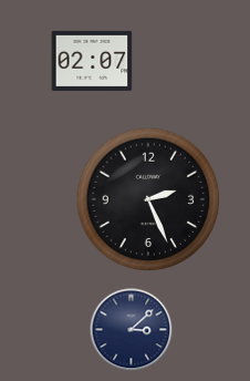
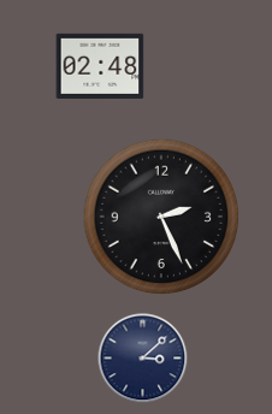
clock at (92, 61): 02:07 -> 02:48
